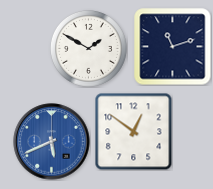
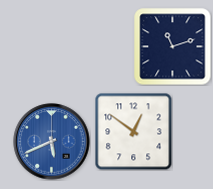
clock at (88, 48): 1:50 -> none
